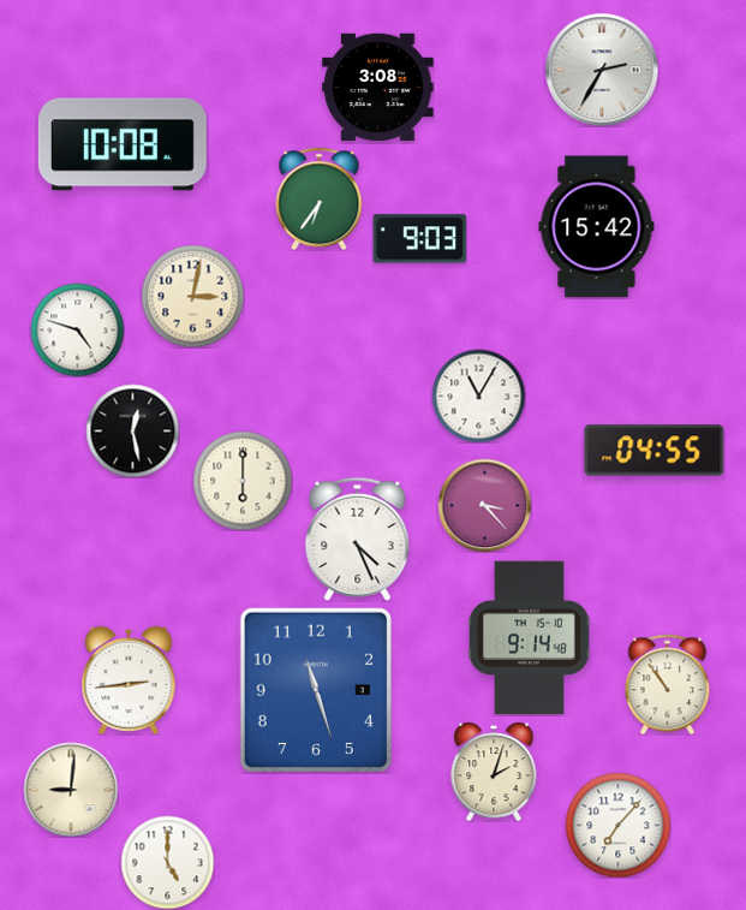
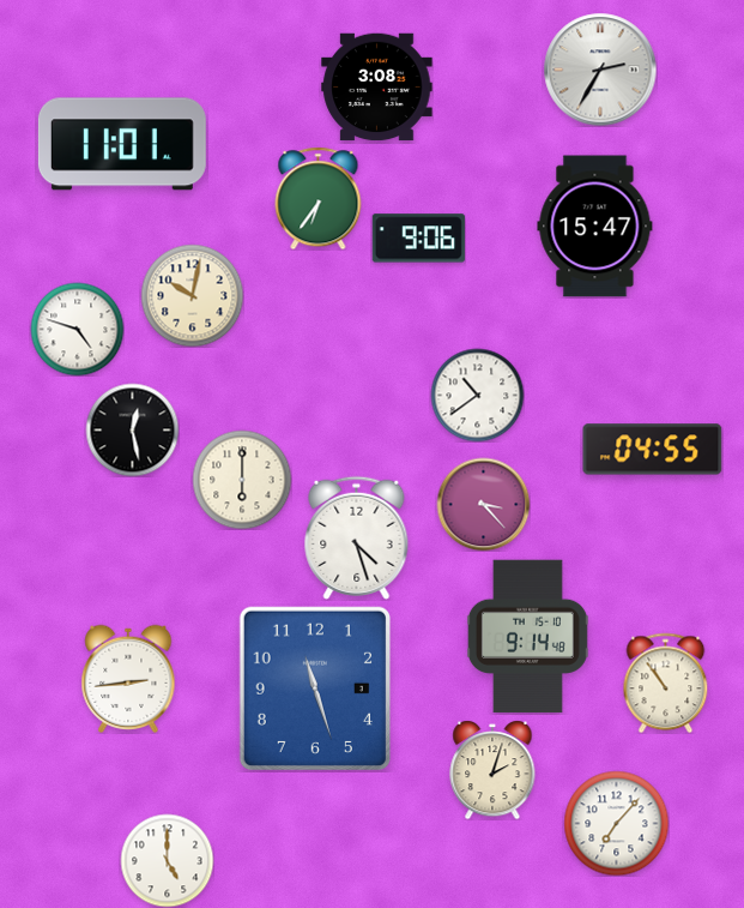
clock at (123, 144): 10:08 -> 11:01
clock at (597, 227): 15:42 -> 15:47
clock at (419, 239): 9:03 -> 9:06
clock at (192, 296): 3:02 -> 10:02
clock at (478, 395): 11:05 -> 10:39
clock at (358, 539): 4:26 -> 4:27
clock at (71, 790): 9:01 -> none
